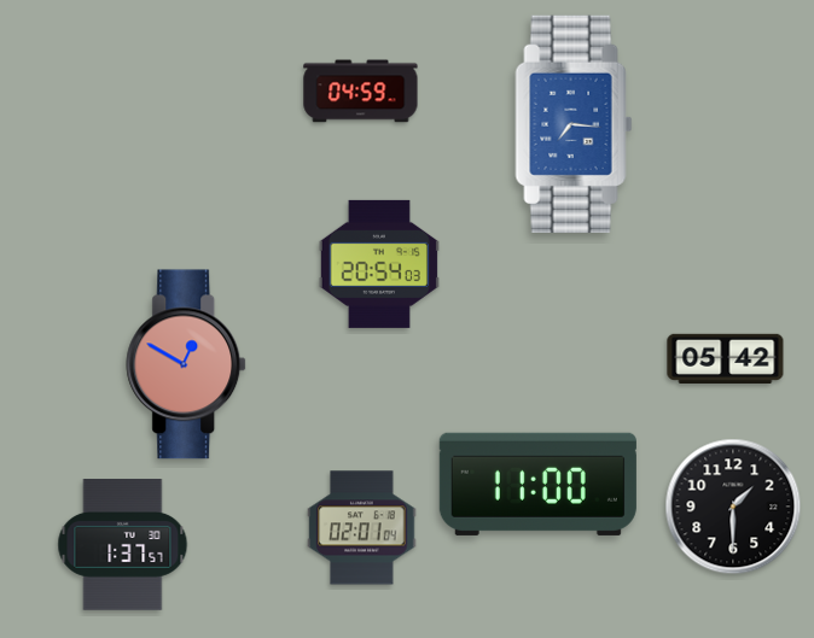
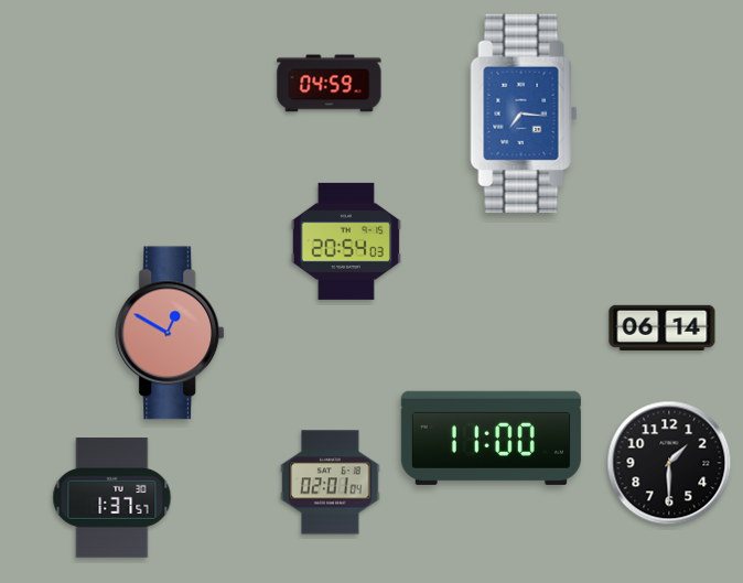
clock at (726, 358): 05:42 -> 06:14
clock at (537, 484) position: (537, 484) -> (491, 438)
